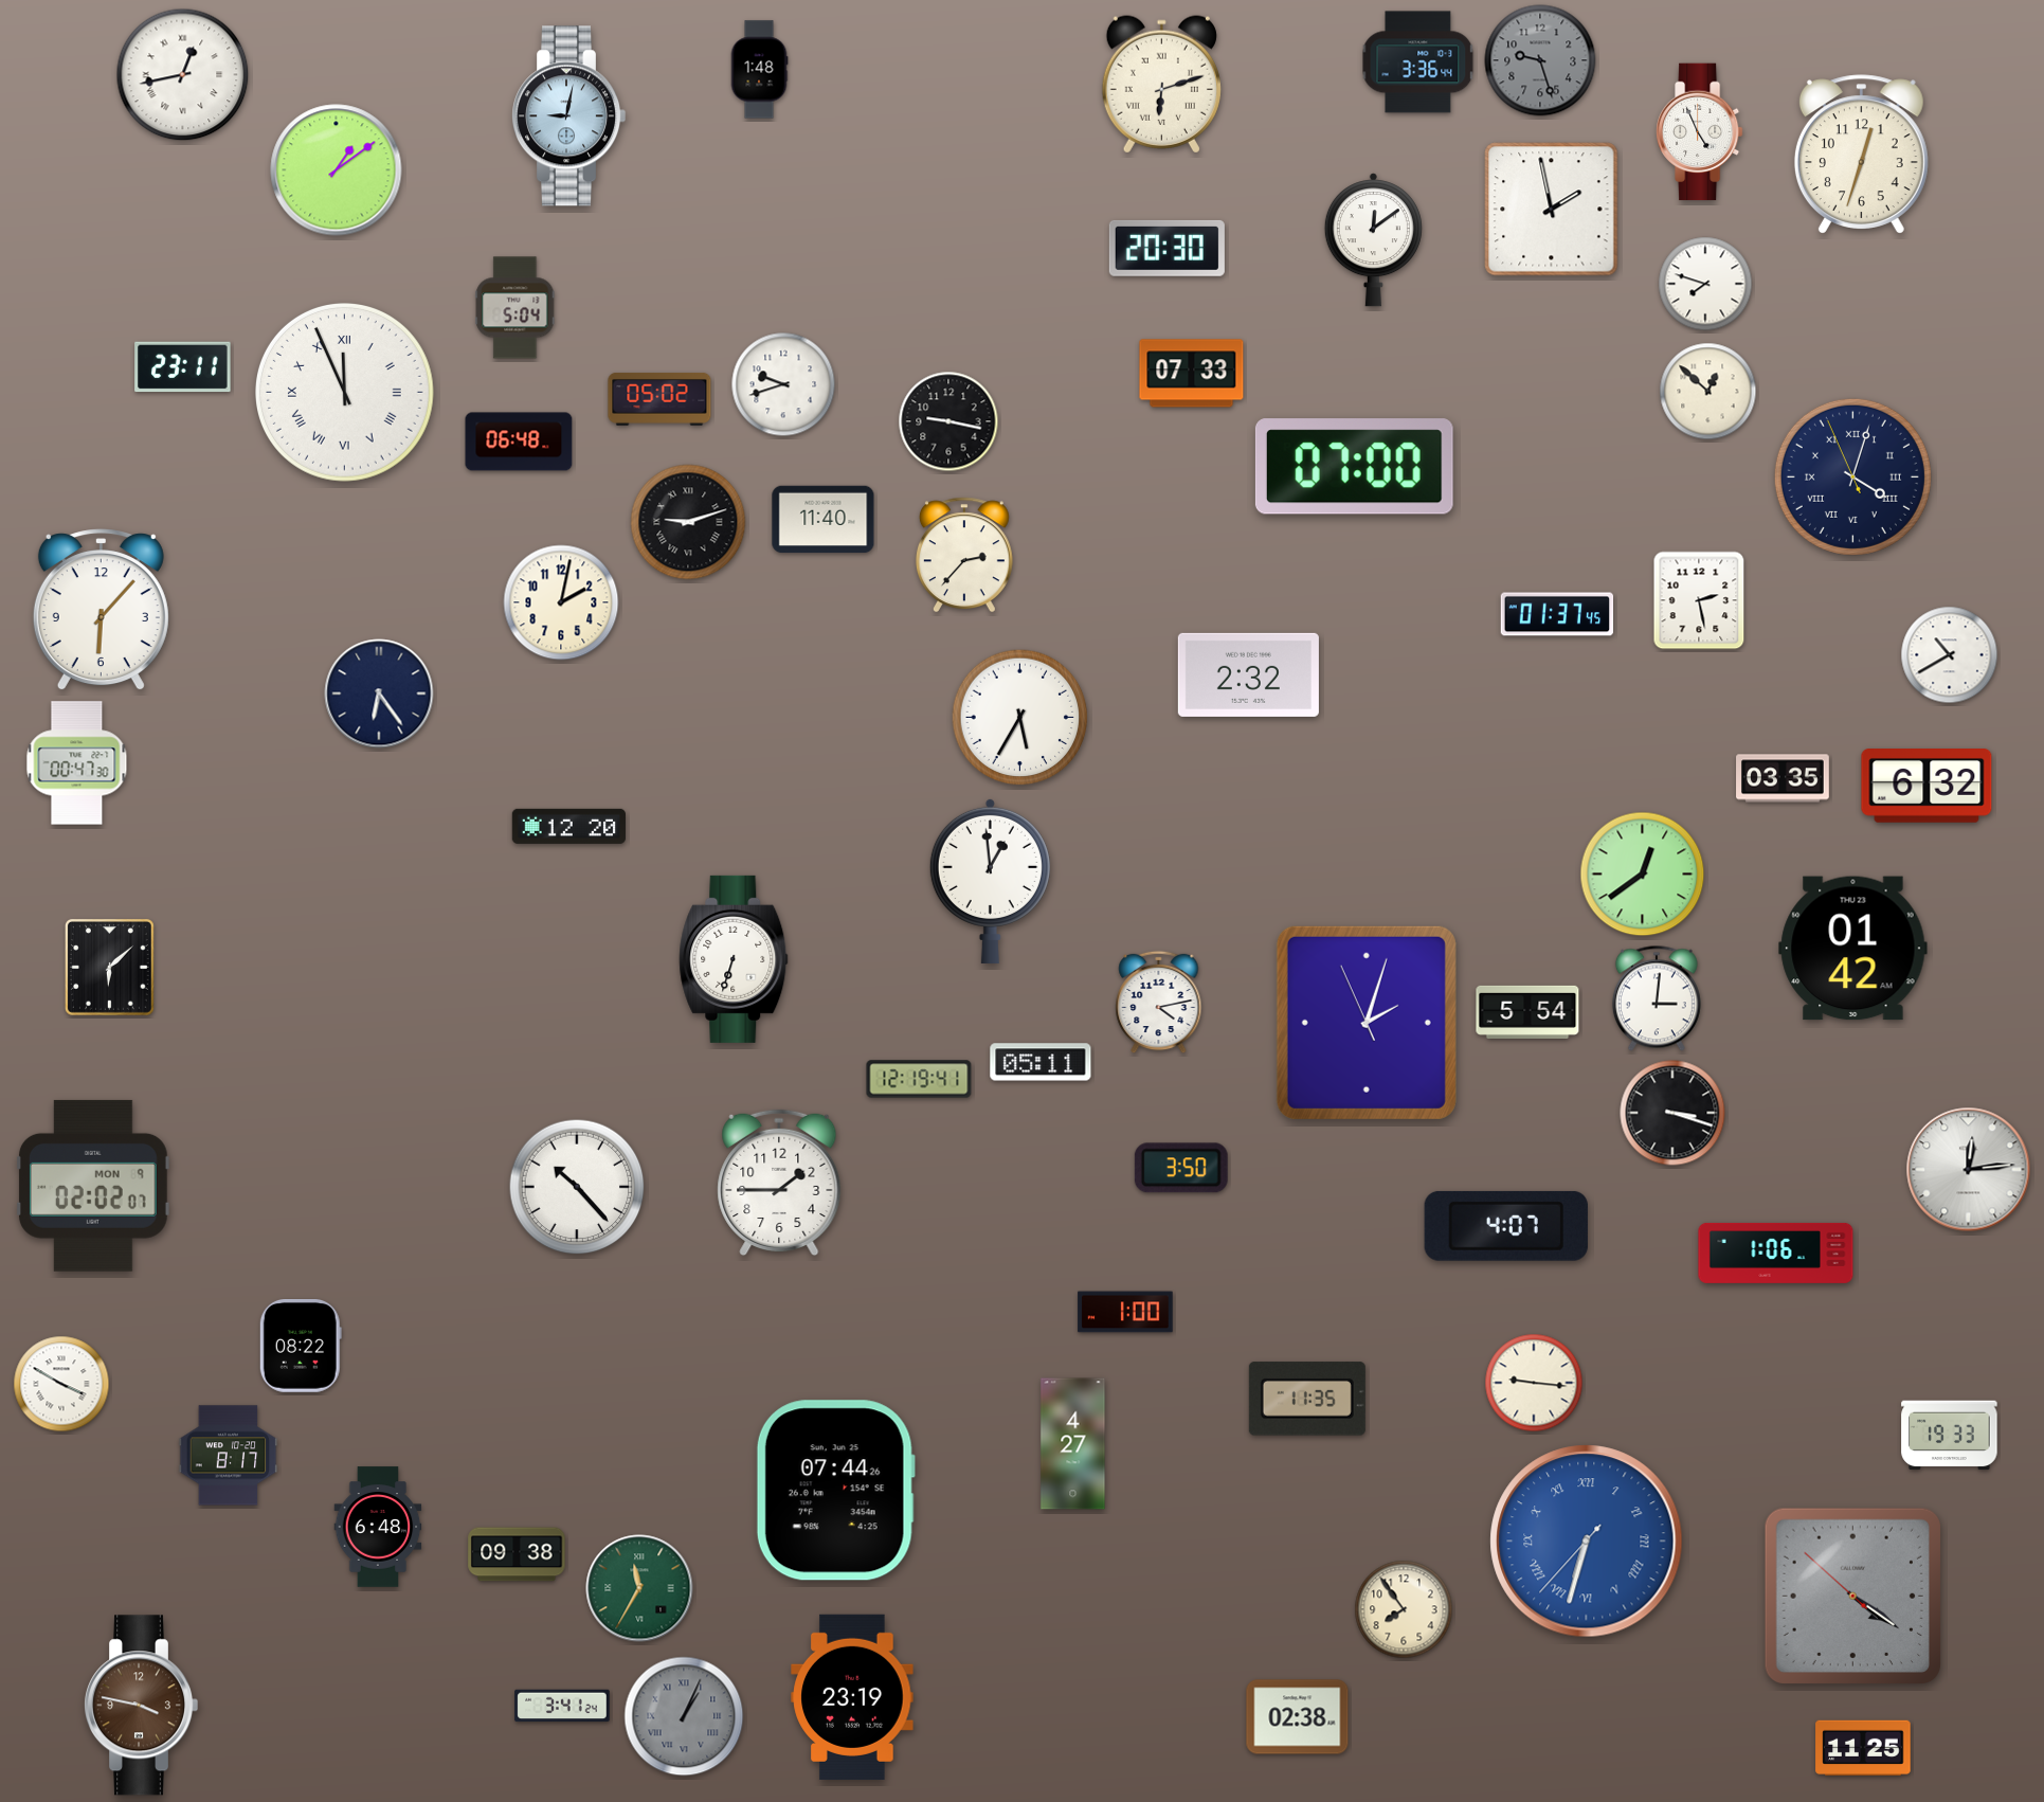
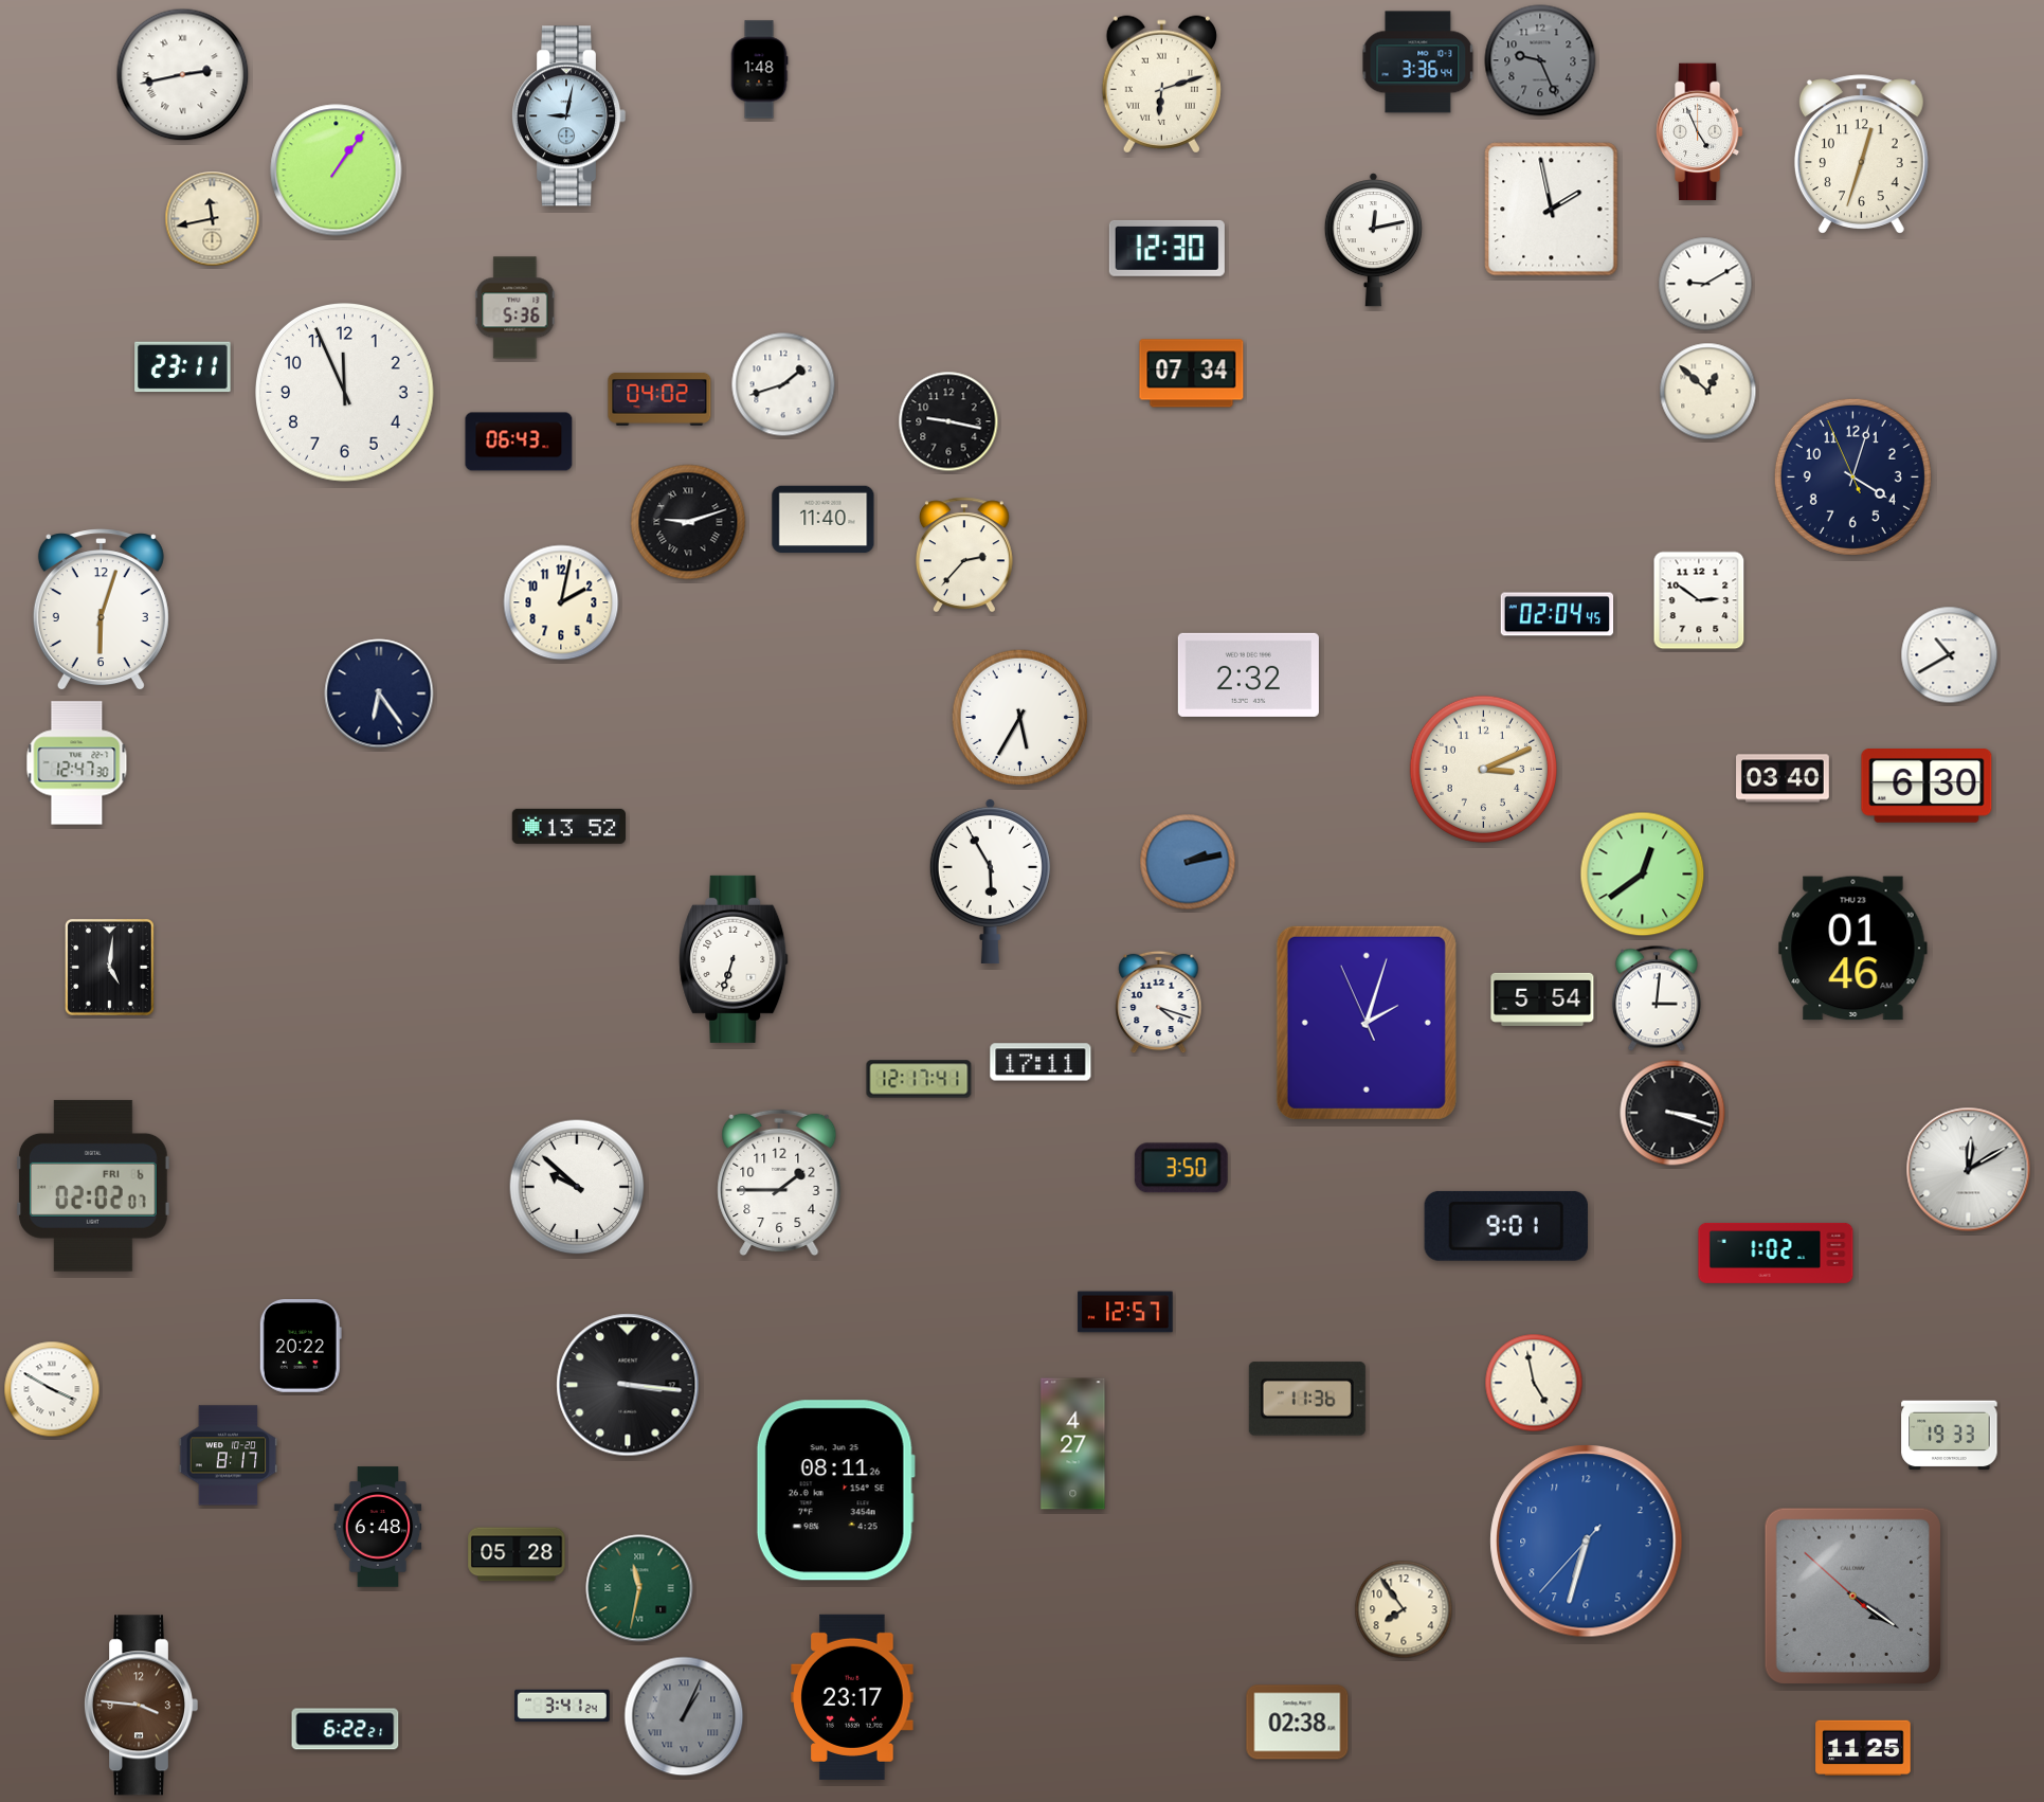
clock at (1540, 60): 9:27 -> 9:26
clock at (183, 75): 12:43 -> 2:43
clock at (337, 170): 1:09 -> 1:06
clock at (213, 219): none -> 11:43
clock at (1373, 240): 12:09 -> 12:13
clock at (1166, 248): 20:30 -> 12:30
clock at (1705, 284): 7:48 -> 9:10
clock at (515, 308): 5:04 -> 5:36
clock at (1192, 374): 07:33 -> 07:34
clock at (783, 384): 9:42 -> 1:42
clock at (345, 393) numerals: Roman -> Arabic
clock at (659, 399): 05:02 -> 04:02
clock at (519, 442): 06:48 -> 06:43
clock at (1354, 467): 07:00 -> none
clock at (1852, 476) numerals: Roman -> Arabic
clock at (1699, 600): 2:28 -> 2:51
clock at (101, 610): 6:07 -> 6:03
clock at (1557, 614): 01:37 -> 02:04
clock at (77, 763): 00:47 -> 12:47
clock at (1483, 769): none -> 3:11
clock at (1783, 778): 03:35 -> 03:40
clock at (1927, 787): 6:32 -> 6:30
clock at (568, 826): 12:20 -> 13:52
clock at (1188, 862): none -> 2:13
clock at (990, 881): 12:59 -> 5:55
clock at (1853, 949): 01:42 -> 01:46
clock at (109, 967): 6:08 -> 5:01
clock at (1159, 1003): 4:13 -> 4:18
clock at (1527, 1012) position: (1527, 1012) -> (1542, 999)
clock at (1041, 1062): 05:11 -> 17:11
clock at (919, 1079): 12:19 -> 12:17
clock at (1969, 1170): 12:14 -> 12:10
clock at (93, 1186) date: MON 9 -> FRI 6
clock at (577, 1187): 10:23 -> 9:52
clock at (1506, 1226): 4:07 -> 9:01
clock at (1776, 1253): 1:06 -> 1:02
clock at (1125, 1312): 1:00 -> 12:57
clock at (301, 1347): 08:22 -> 20:22
clock at (1534, 1383): 9:16 -> 4:58
clock at (61, 1384) position: (61, 1384) -> (52, 1389)
clock at (628, 1385): none -> 3:16
clock at (1307, 1399): 11:35 -> 11:36
clock at (835, 1491): 07:44 -> 08:11
clock at (1587, 1542) numerals: Roman -> Arabic
clock at (517, 1554): 09:38 -> 05:28
clock at (639, 1588): 11:35 -> 11:32
clock at (852, 1697): 23:19 -> 23:17
clock at (142, 1706): 3:47 -> 3:46
clock at (1298, 1717) position: (1298, 1717) -> (1298, 1723)
clock at (345, 1729): none -> 6:22
